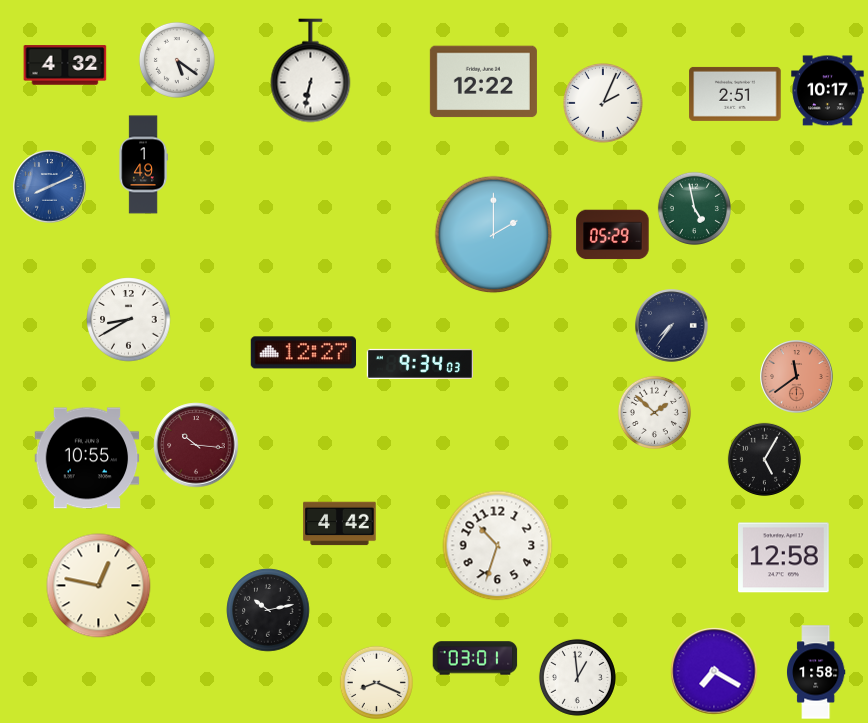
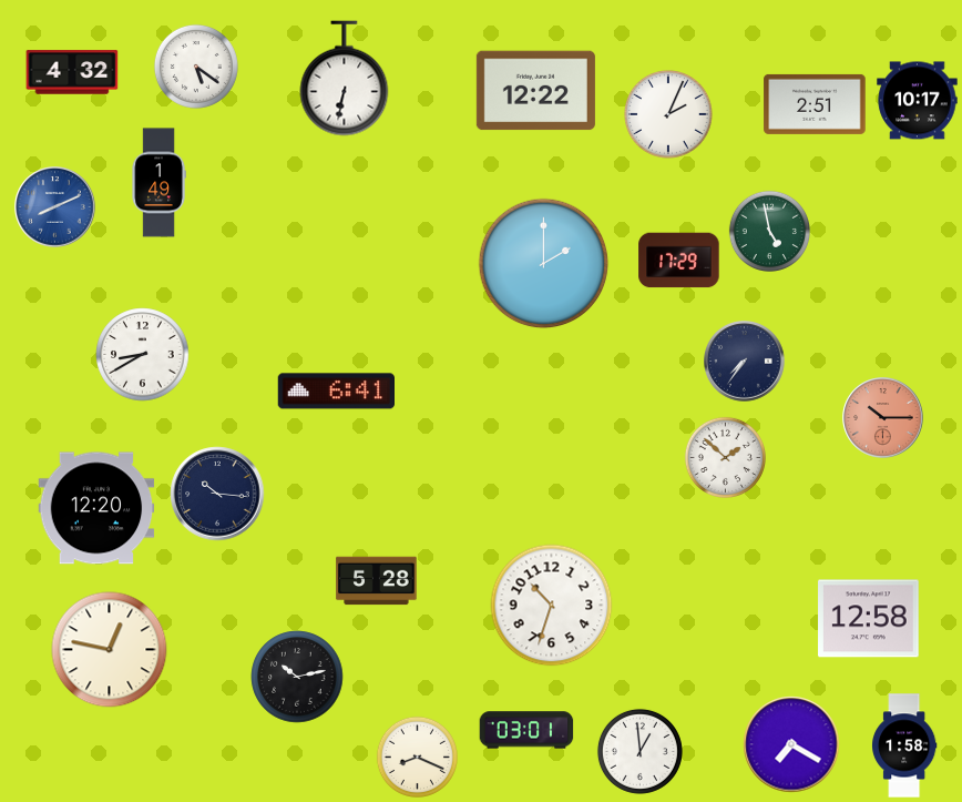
clock at (494, 235) position: (494, 235) -> (544, 264)
clock at (613, 235): 05:29 -> 17:29
clock at (303, 353): 12:27 -> 6:41
clock at (420, 364): 9:34 -> none
clock at (797, 377): 11:39 -> 10:15
clock at (196, 445) dial: burgundy -> navy
clock at (87, 458): 10:55 -> 12:20
clock at (764, 459): 5:05 -> none
clock at (340, 524): 4:42 -> 5:28
